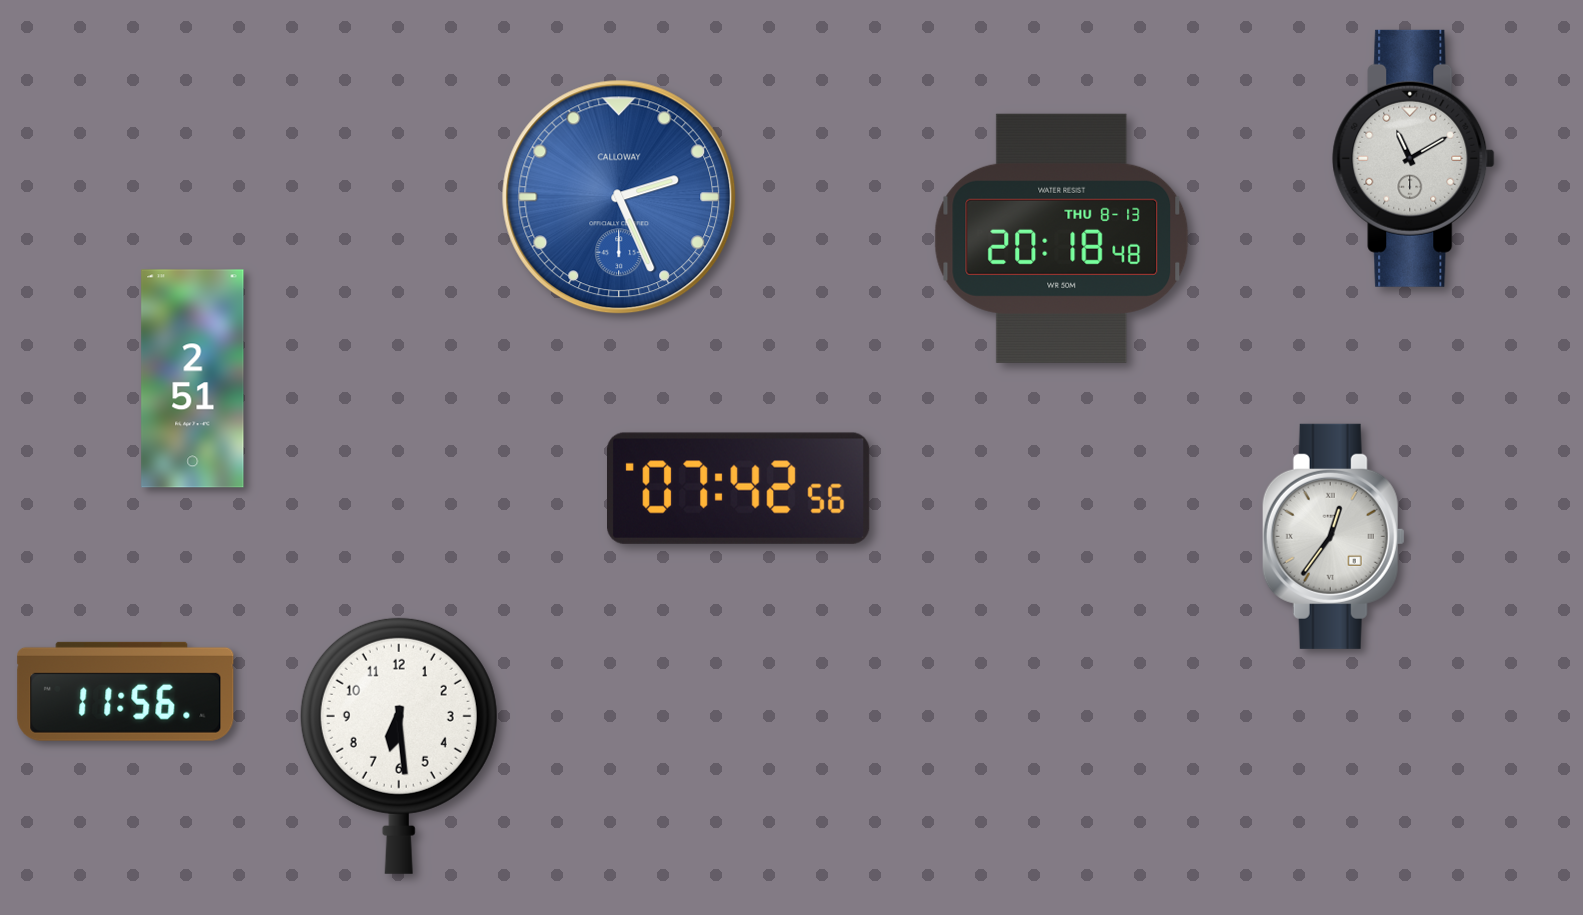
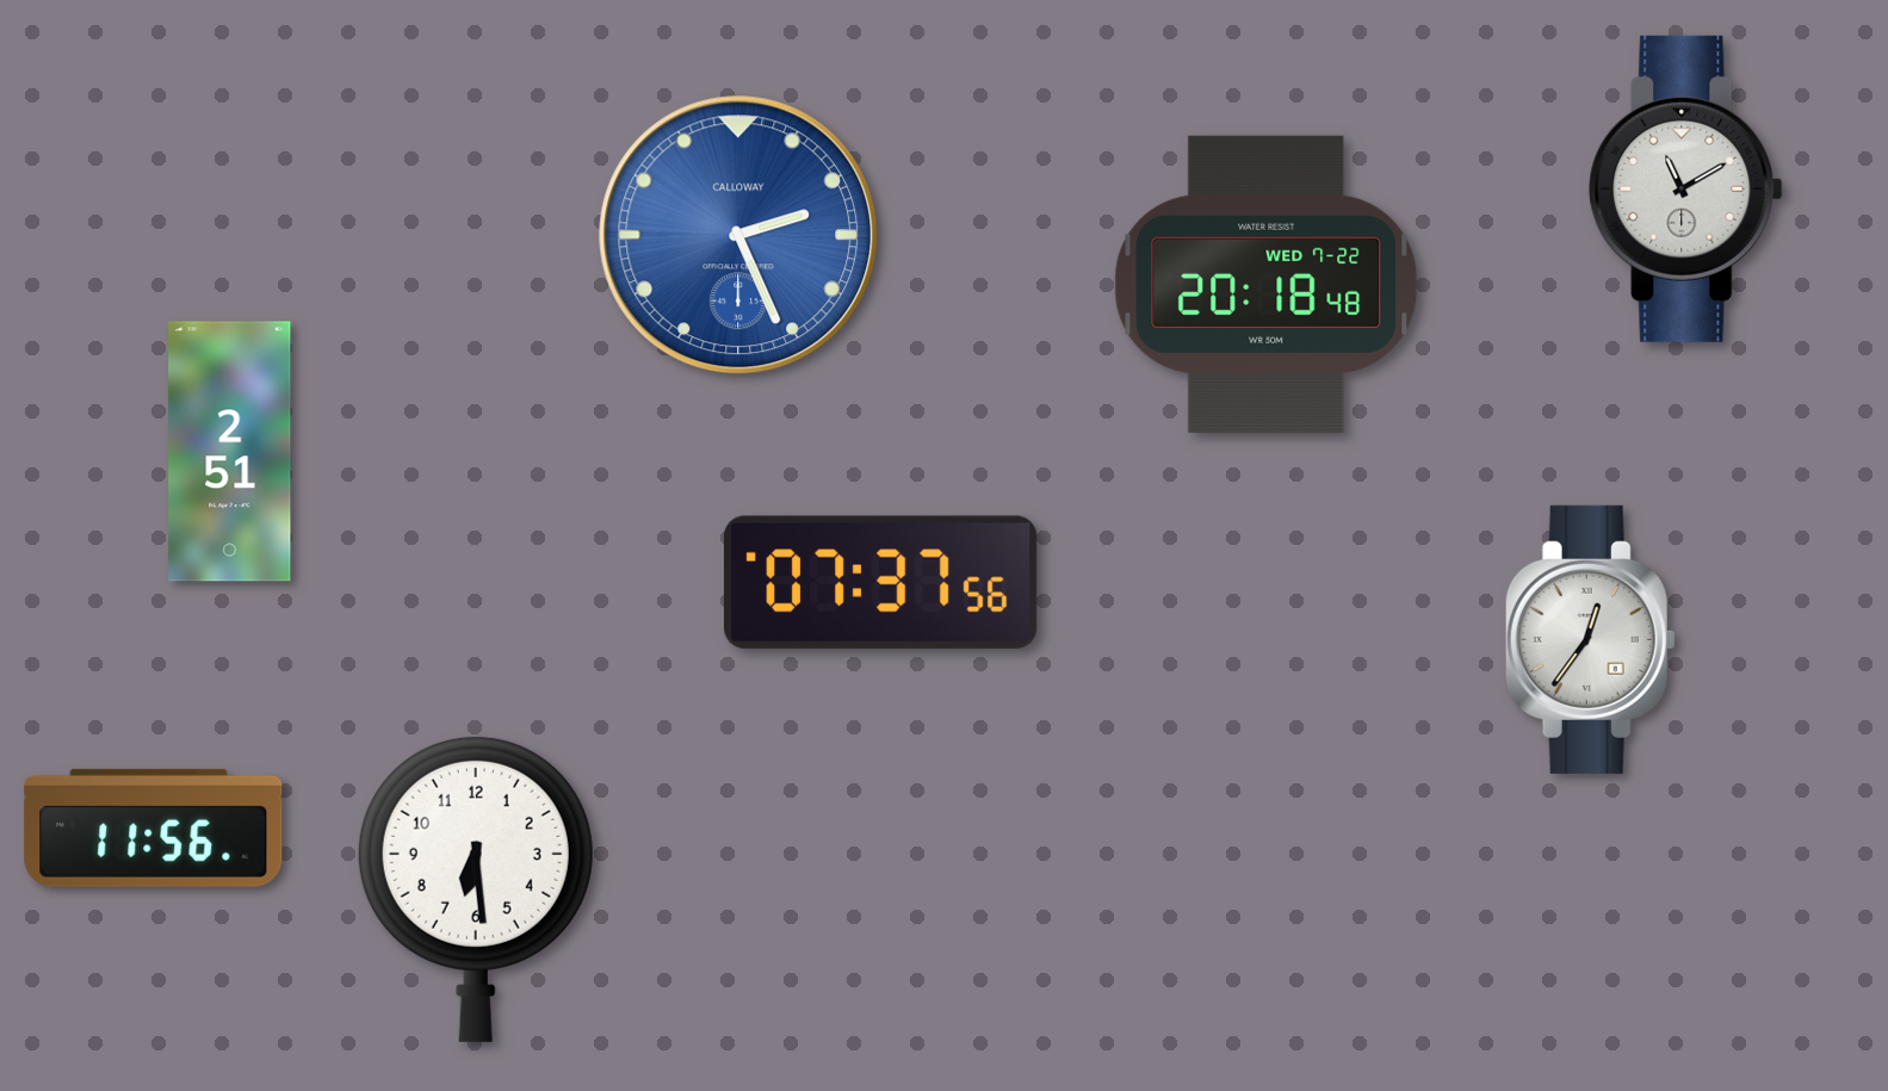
clock at (1062, 238) date: THU 8-13 -> WED 7-22
clock at (739, 488): 07:42 -> 07:37
clock at (126, 691) position: (126, 691) -> (154, 827)
